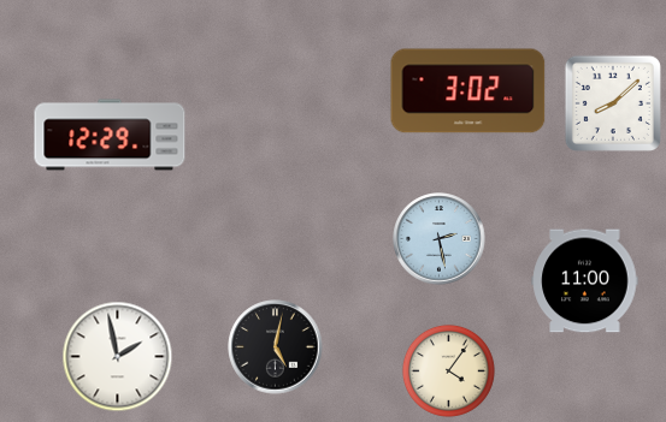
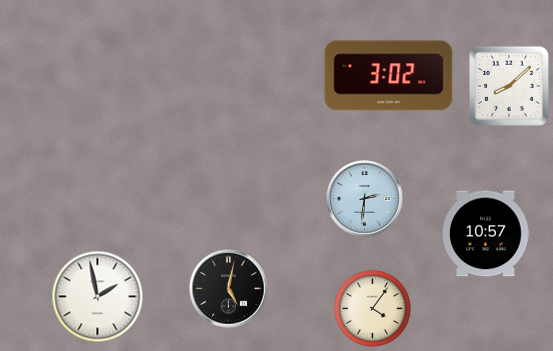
clock at (110, 135): 12:29 -> none
clock at (440, 239): 2:28 -> 2:31
clock at (585, 281): 11:00 -> 10:57
